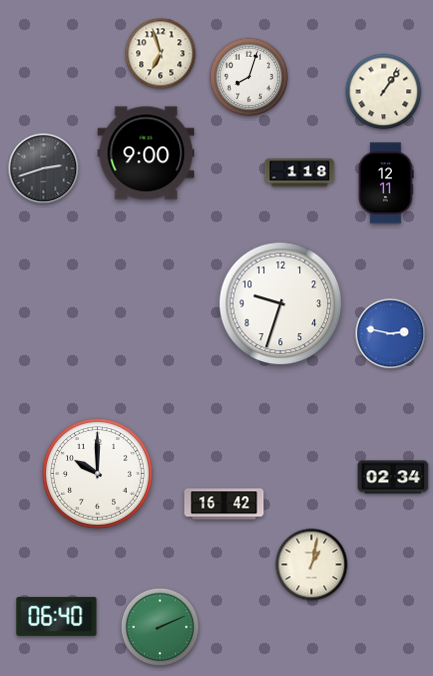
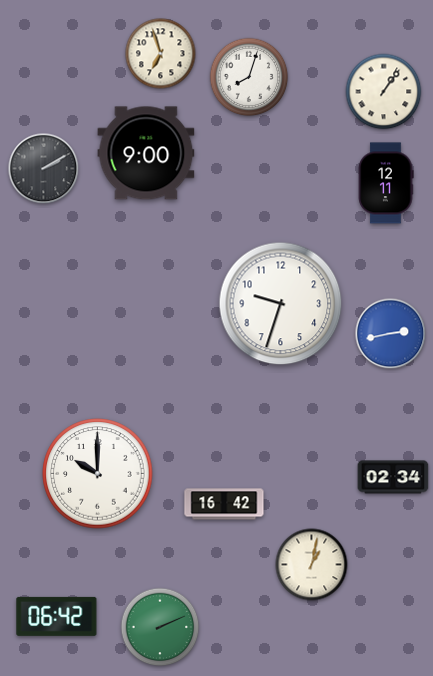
clock at (44, 169): 2:42 -> 2:10
clock at (300, 173): 1:18 -> none
clock at (391, 334): 2:47 -> 2:43
clock at (57, 616): 06:40 -> 06:42
